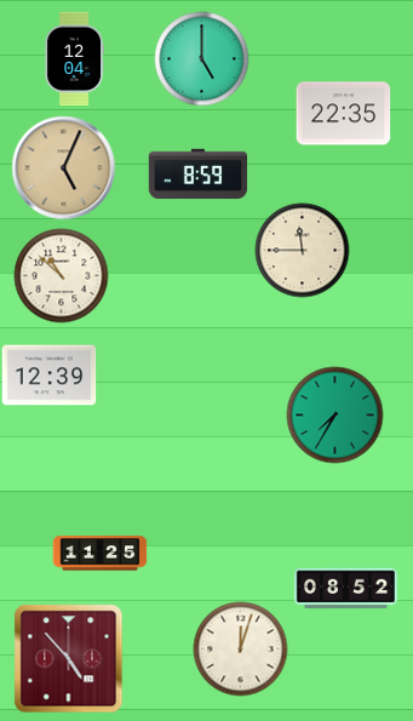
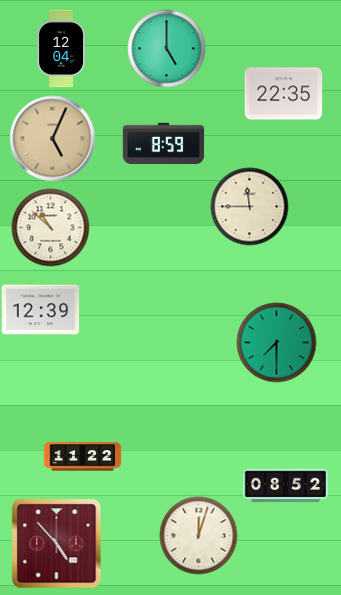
clock at (334, 414): 7:35 -> 7:30
clock at (99, 554): 11:25 -> 11:22
